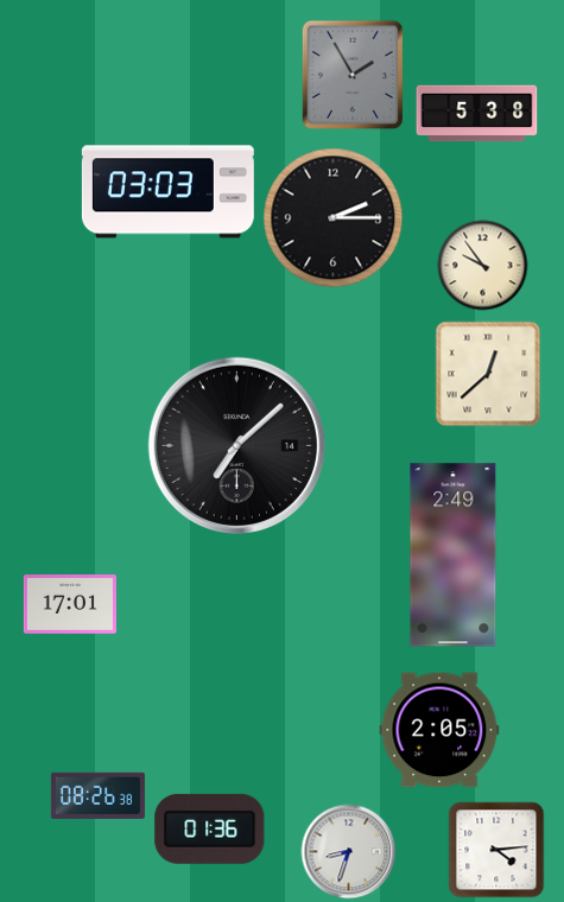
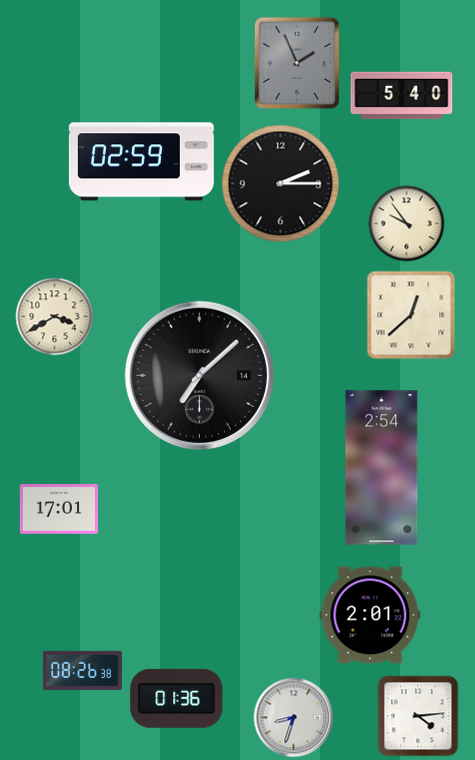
clock at (351, 75): 1:55 -> 1:56
clock at (477, 114): 5:38 -> 5:40
clock at (167, 192): 03:03 -> 02:59
clock at (55, 317): none -> 3:40
clock at (454, 555): 2:49 -> 2:54
clock at (439, 730): 2:05 -> 2:01
